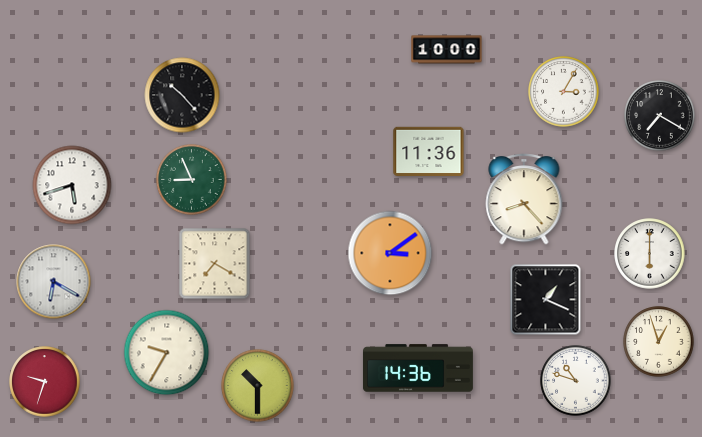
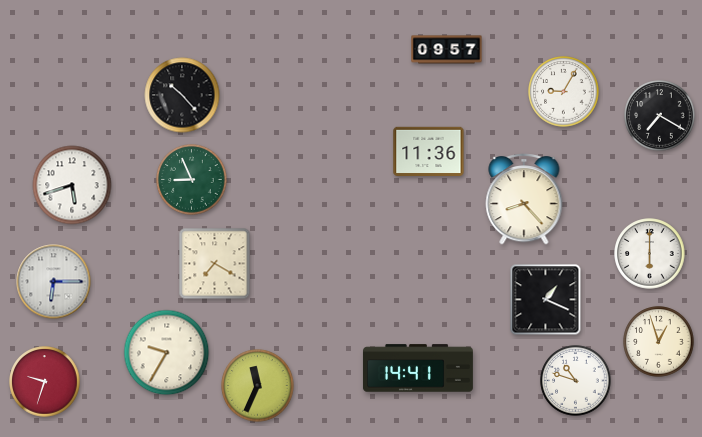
clock at (447, 50): 10:00 -> 09:57
clock at (564, 92): 3:05 -> 9:05
clock at (390, 253): 3:09 -> none
clock at (54, 282): 6:20 -> 6:15
clock at (418, 368): 14:36 -> 14:41
clock at (258, 386): 10:30 -> 11:34
